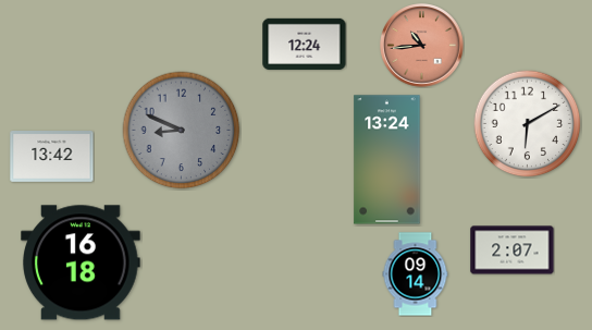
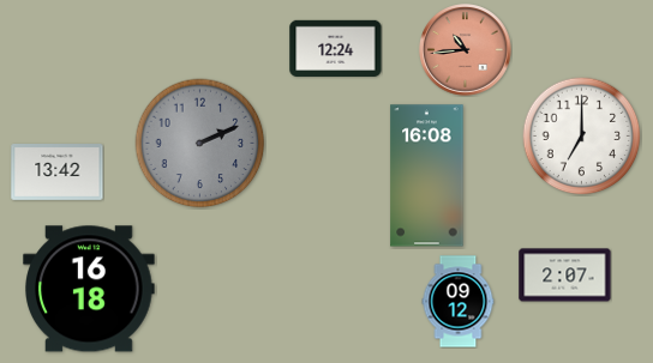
clock at (528, 124): 6:10 -> 7:00
clock at (182, 131): 8:49 -> 2:11
clock at (387, 160): 13:24 -> 16:08
clock at (416, 274): 09:14 -> 09:12
